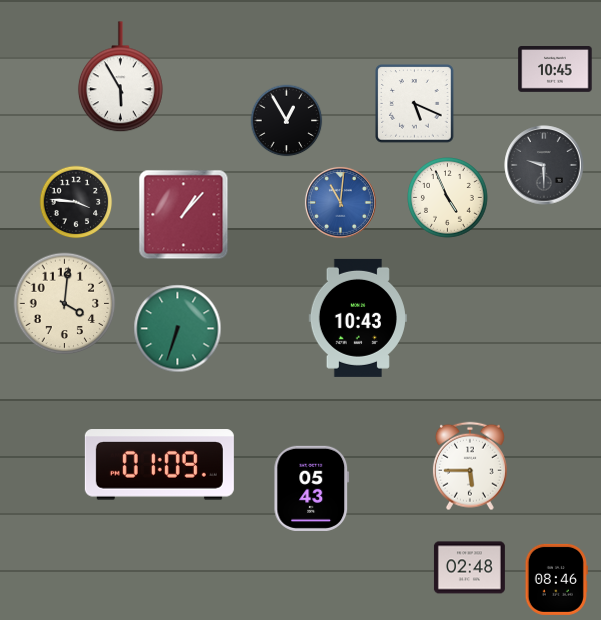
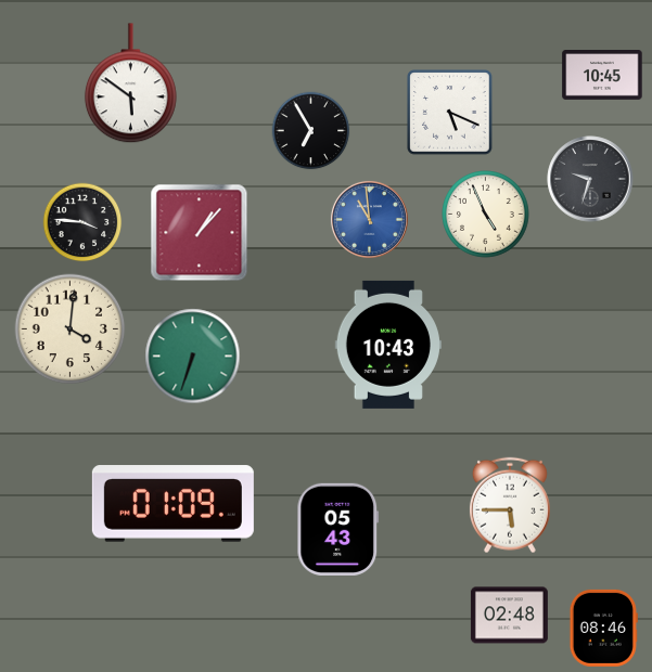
clock at (120, 77): 5:55 -> 5:51
clock at (287, 121): 12:55 -> 6:55
clock at (544, 165): 9:30 -> 9:33
clock at (76, 202) position: (76, 202) -> (82, 222)
clock at (340, 202): 11:01 -> 10:59
